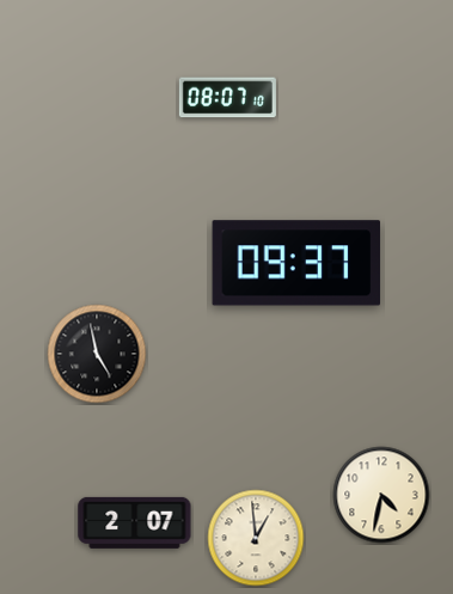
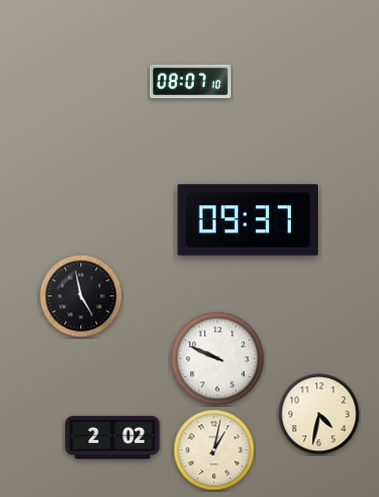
clock at (218, 359): none -> 9:49
clock at (135, 522): 2:07 -> 2:02
clock at (256, 538): 12:59 -> 1:02
